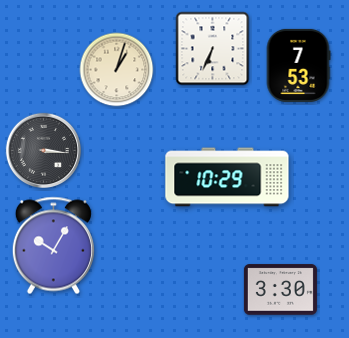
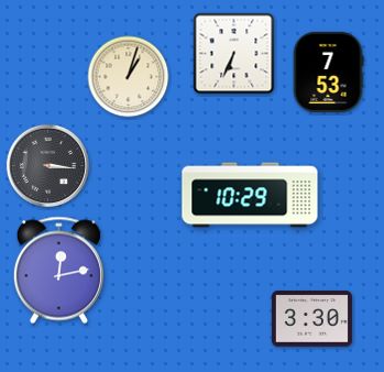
clock at (53, 246): 10:05 -> 12:13
clock at (280, 290) position: (280, 290) -> (311, 319)
